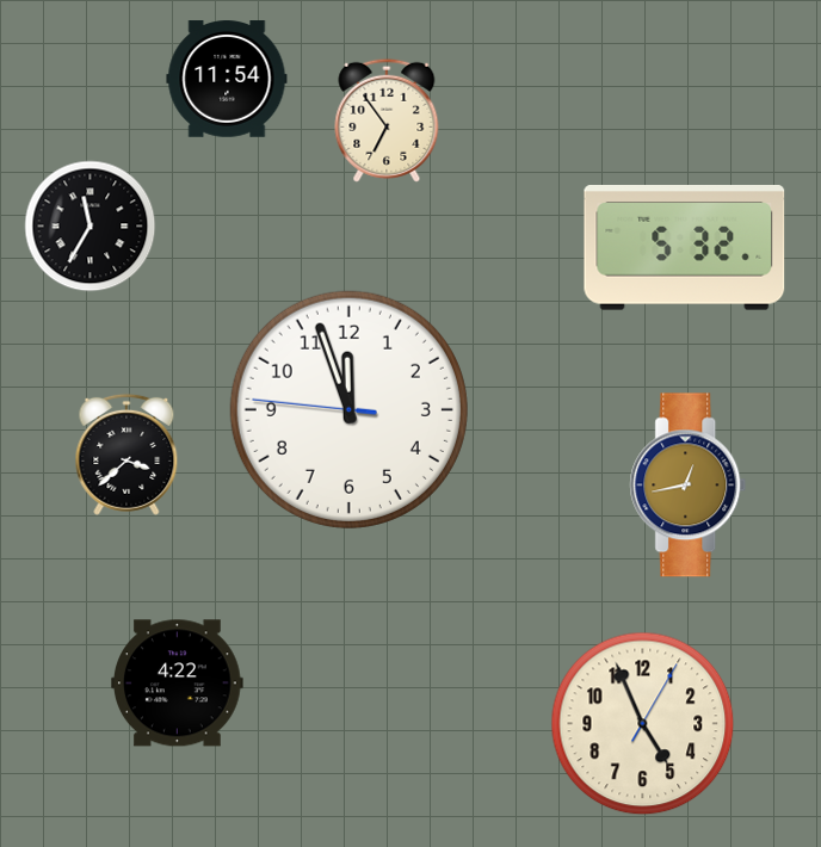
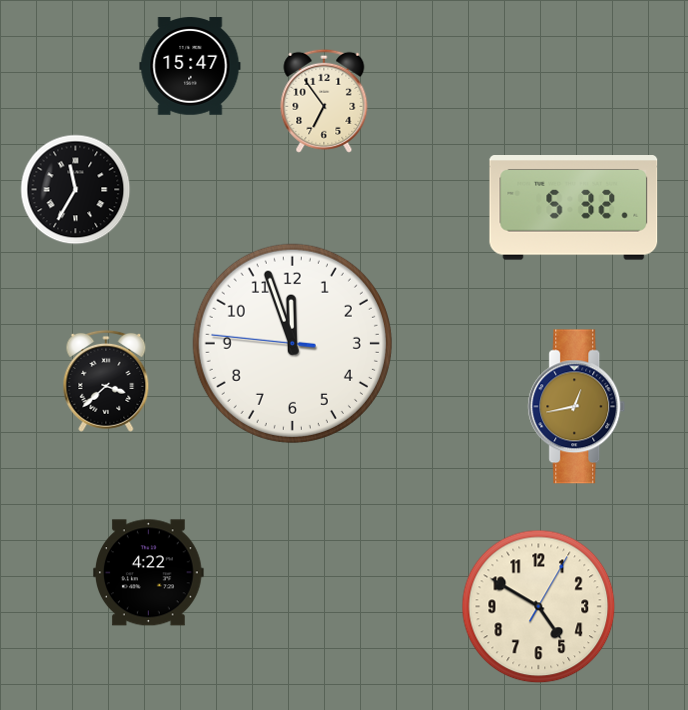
clock at (227, 79): 11:54 -> 15:47
clock at (643, 724): 4:56 -> 4:50
